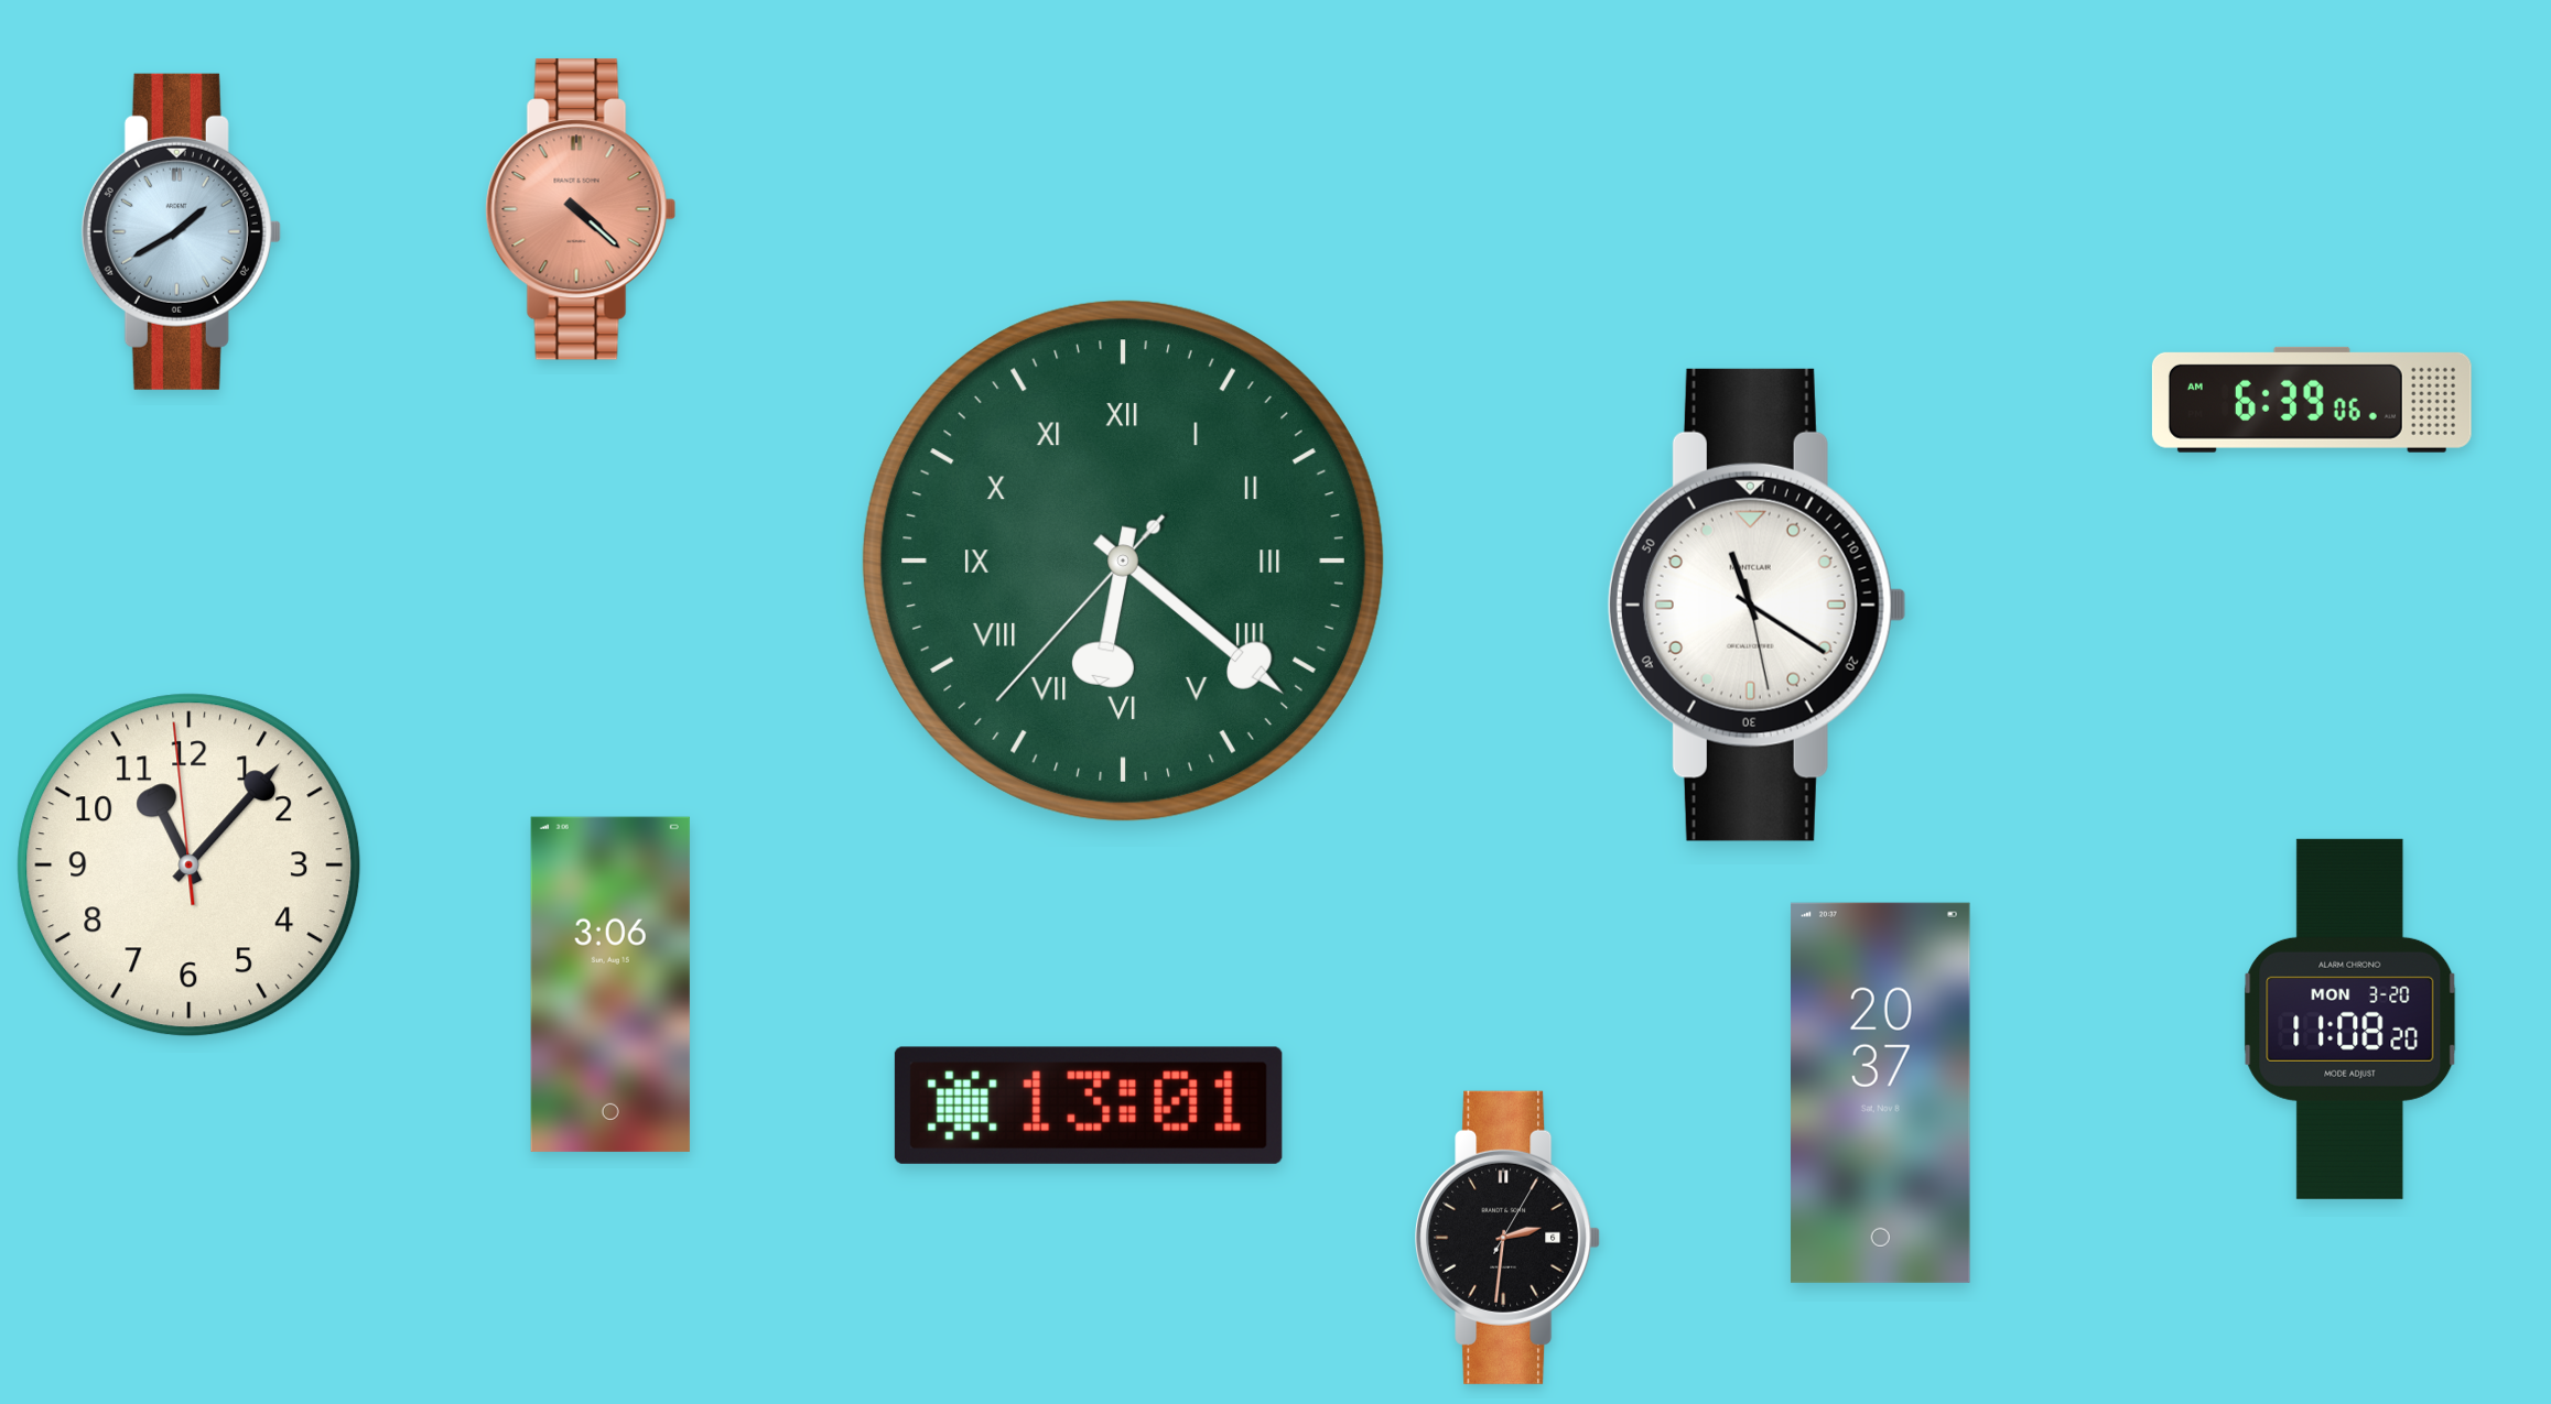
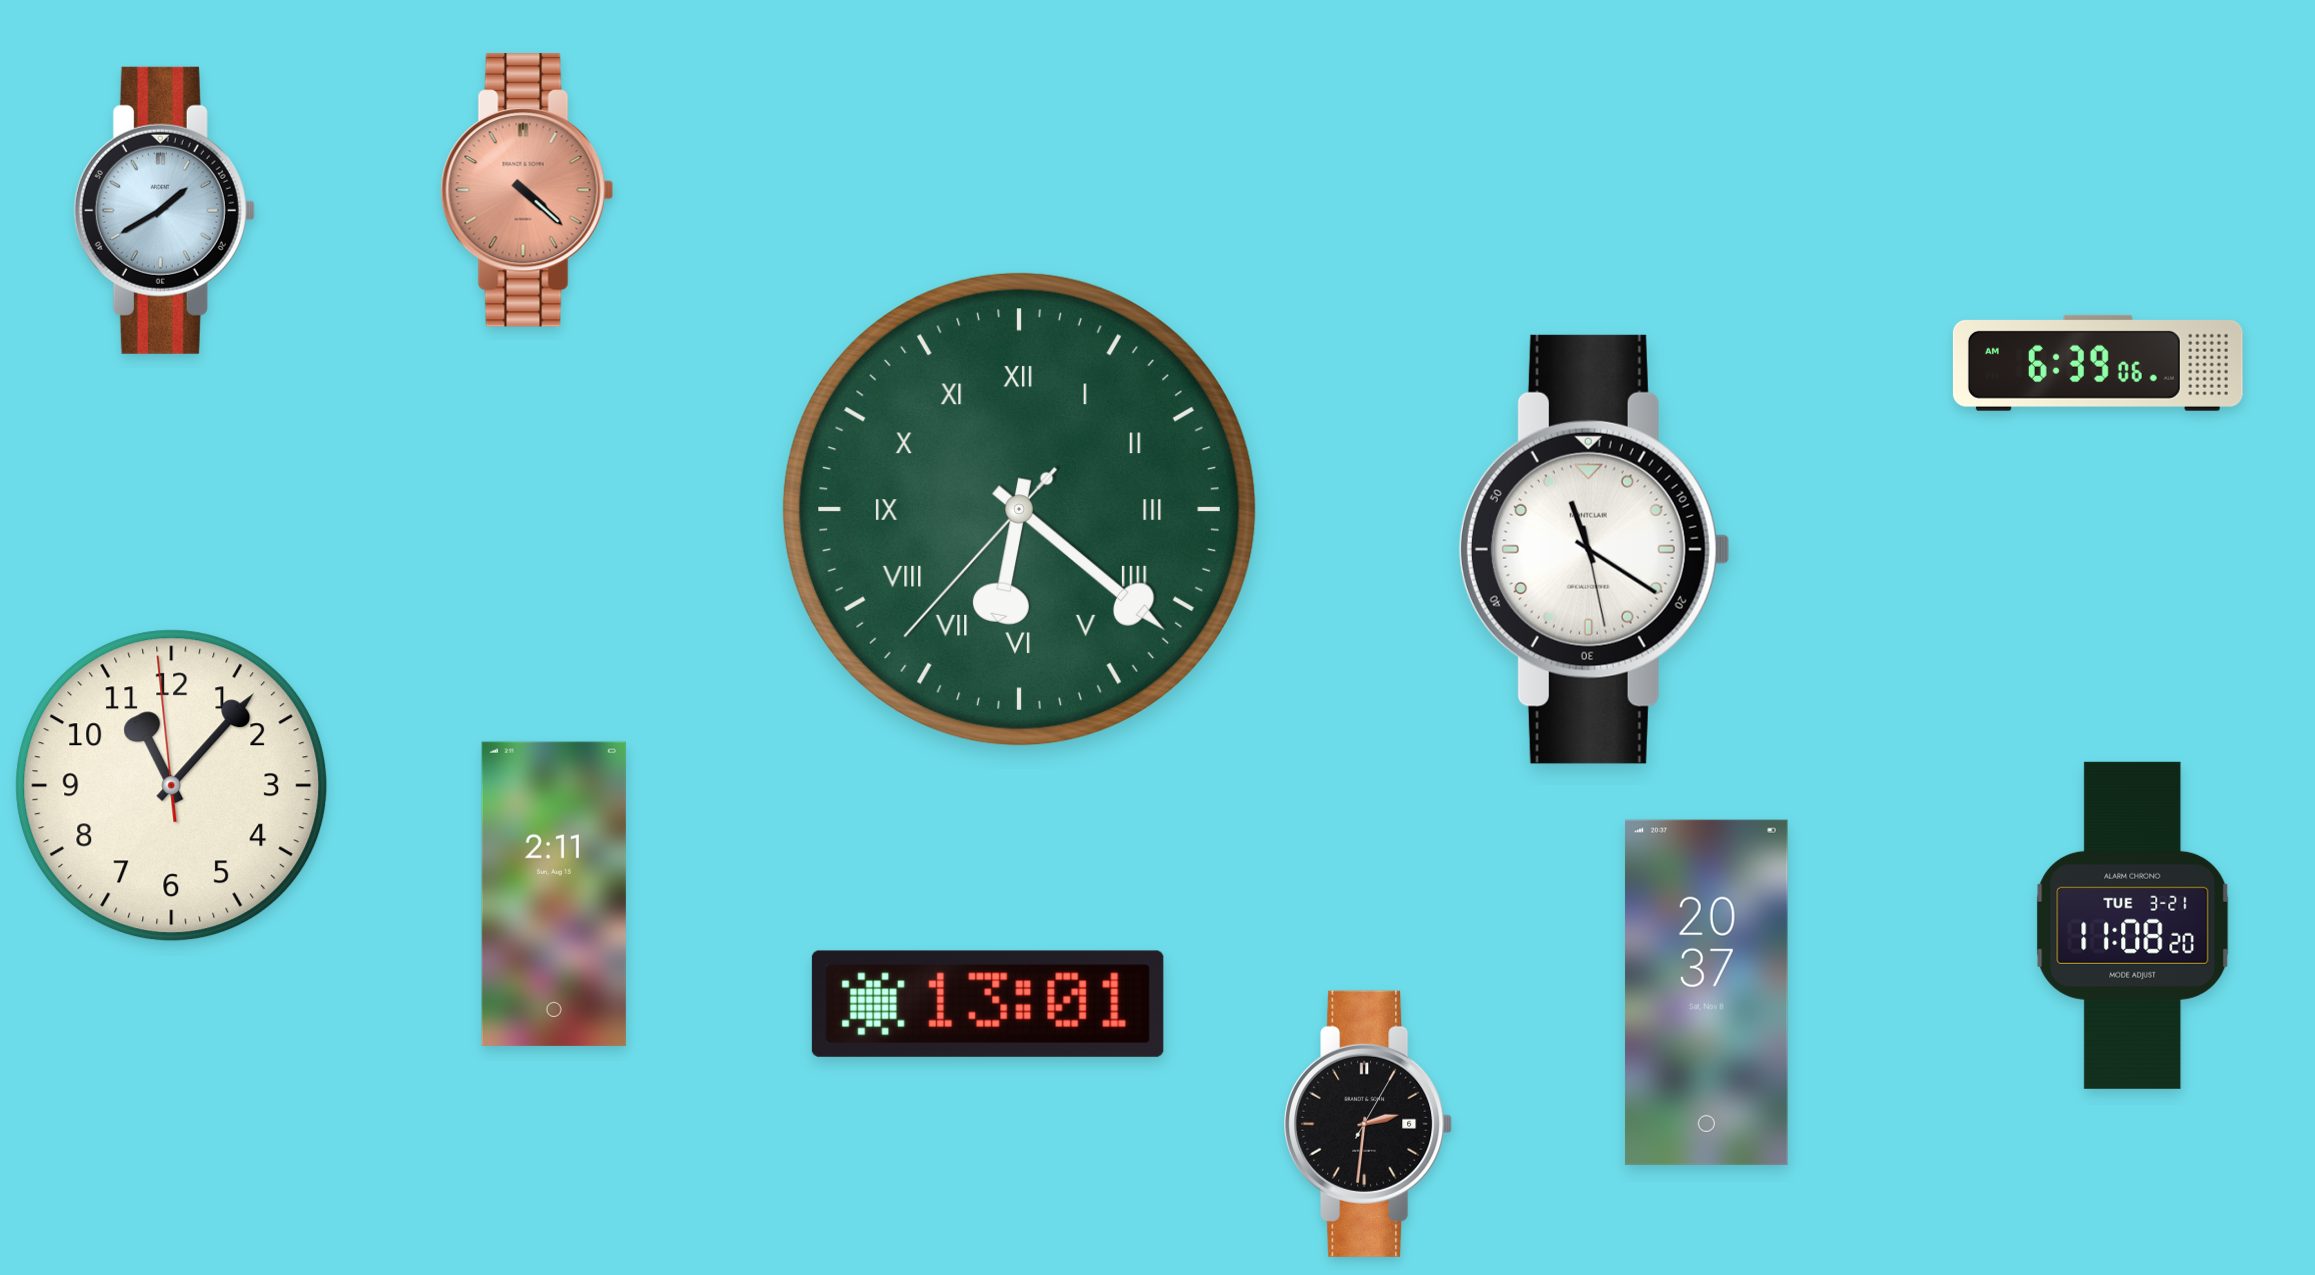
clock at (610, 984): 3:06 -> 2:11
clock at (2350, 1019) date: MON 3-20 -> TUE 3-21
